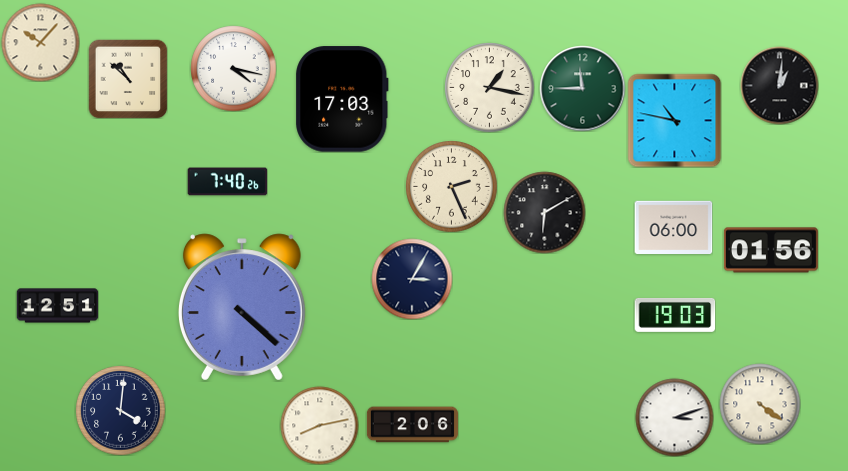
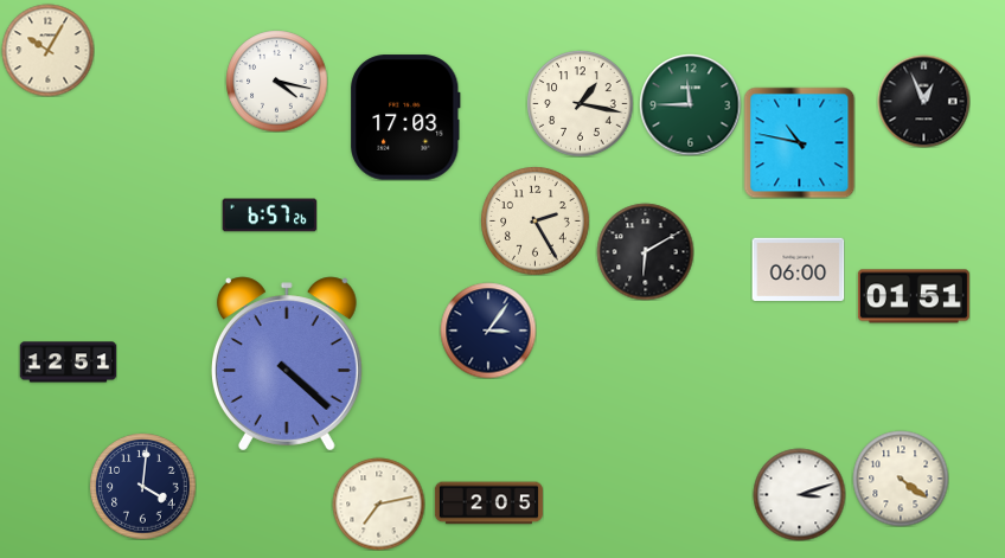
clock at (40, 42): 10:07 -> 10:05
clock at (128, 79): 10:52 -> none
clock at (779, 85): 1:01 -> 12:56
clock at (227, 182): 7:40 -> 6:57
clock at (451, 186): 2:26 -> 2:25
clock at (771, 250): 01:56 -> 01:51
clock at (412, 279): 3:05 -> 3:06
clock at (675, 315): 19:03 -> none
clock at (319, 425): 8:13 -> 7:13
clock at (412, 425): 2:06 -> 2:05
